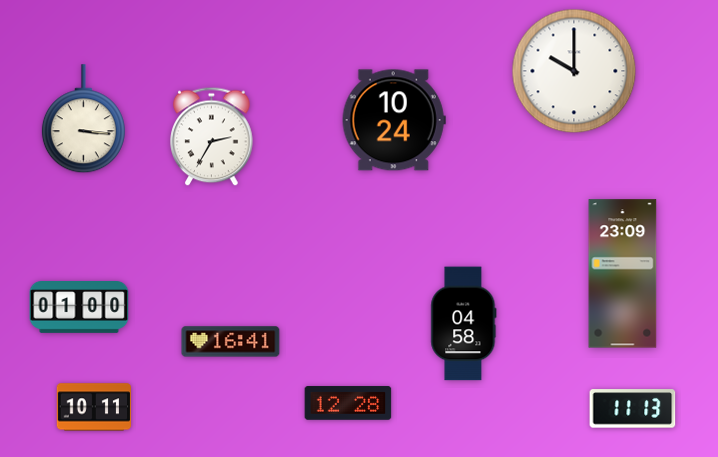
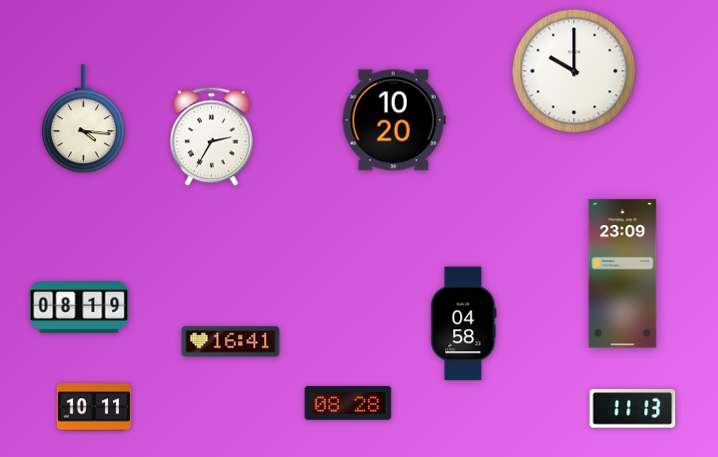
clock at (83, 119): 3:16 -> 4:16
clock at (394, 120): 10:24 -> 10:20
clock at (79, 308): 01:00 -> 08:19
clock at (348, 403): 12:28 -> 08:28
